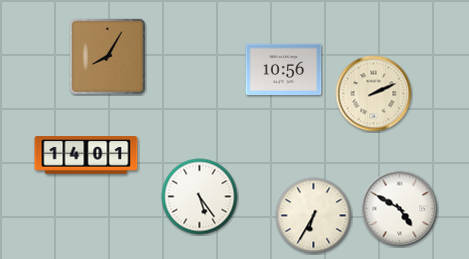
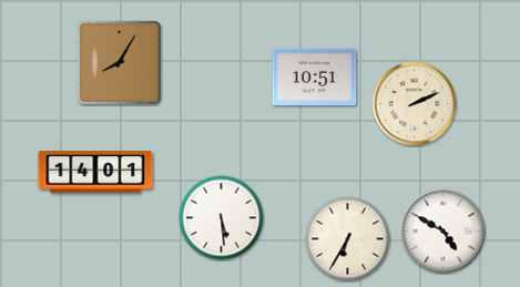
clock at (284, 70): 10:56 -> 10:51
clock at (200, 197): 5:24 -> 5:29
